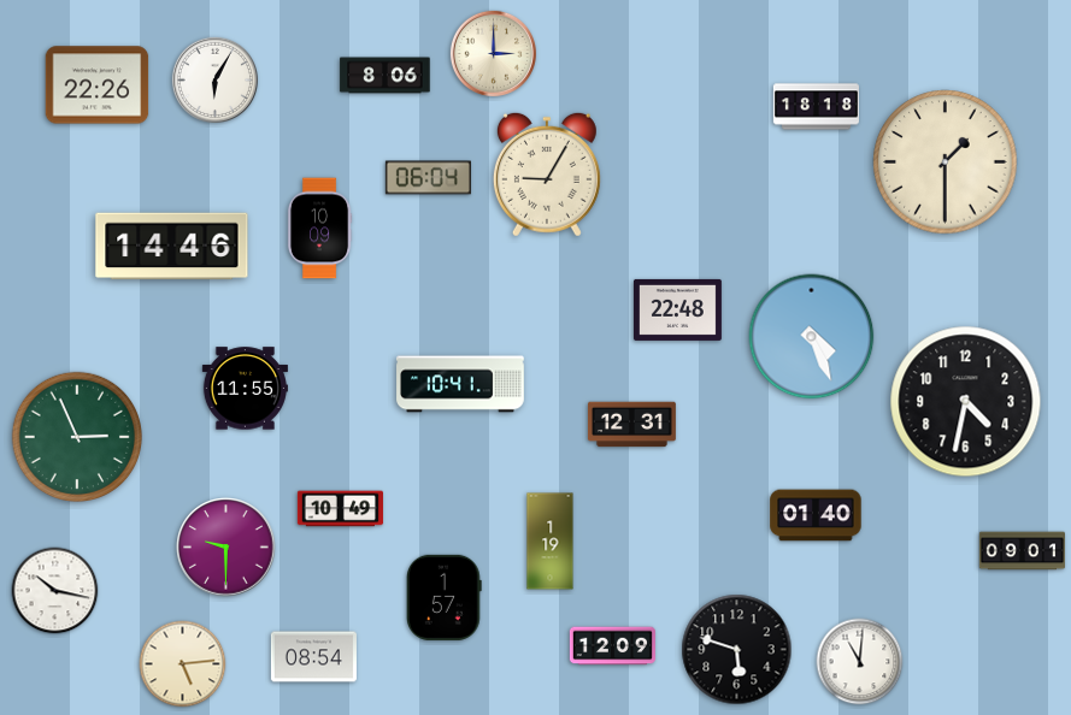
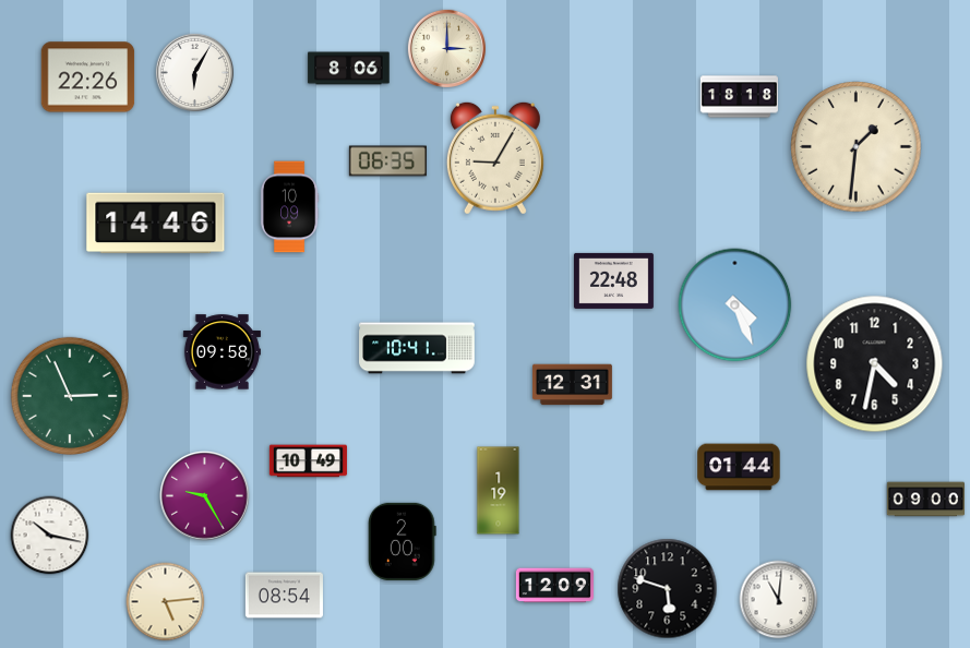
clock at (946, 162): 1:30 -> 1:31
clock at (428, 178): 06:04 -> 06:35
clock at (245, 389): 11:55 -> 09:58
clock at (816, 515): 01:40 -> 01:44
clock at (226, 548): 9:30 -> 9:25
clock at (1022, 551): 09:01 -> 09:00
clock at (445, 597): 1:57 -> 2:00
